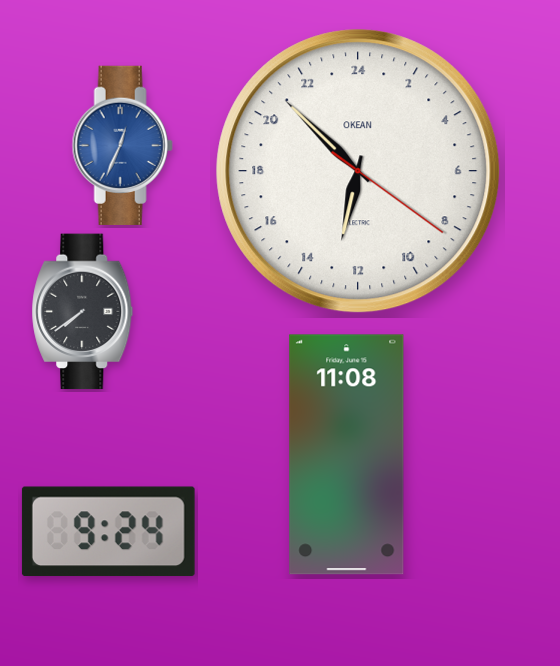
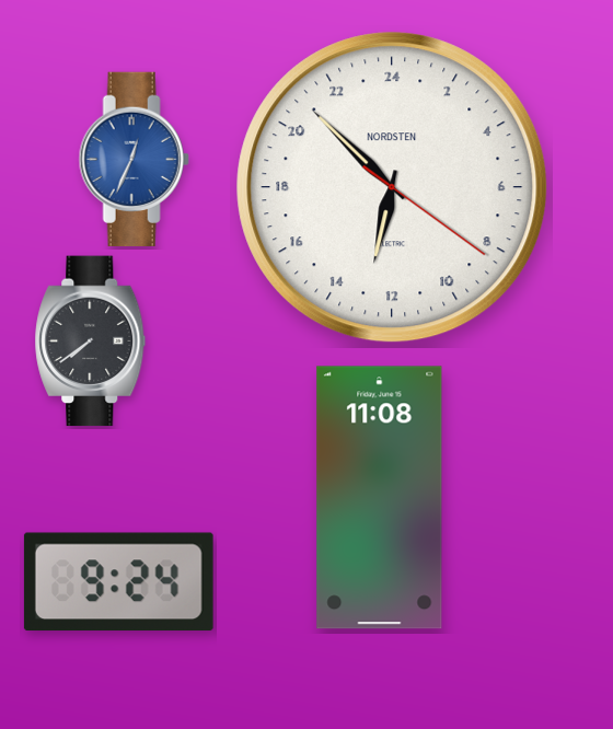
clock at (358, 171) brand: OKEAN -> NORDSTEN
